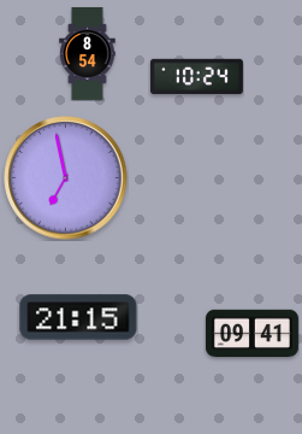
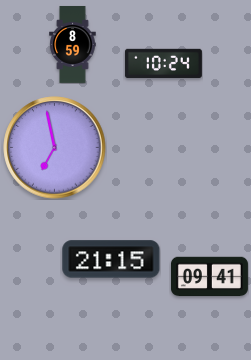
clock at (88, 53): 8:54 -> 8:59
clock at (78, 317) position: (78, 317) -> (111, 259)
